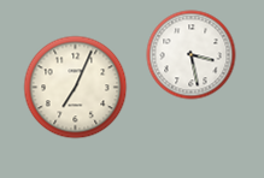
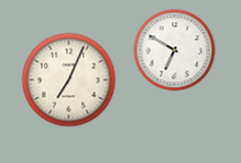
clock at (192, 55): 3:28 -> 6:50
